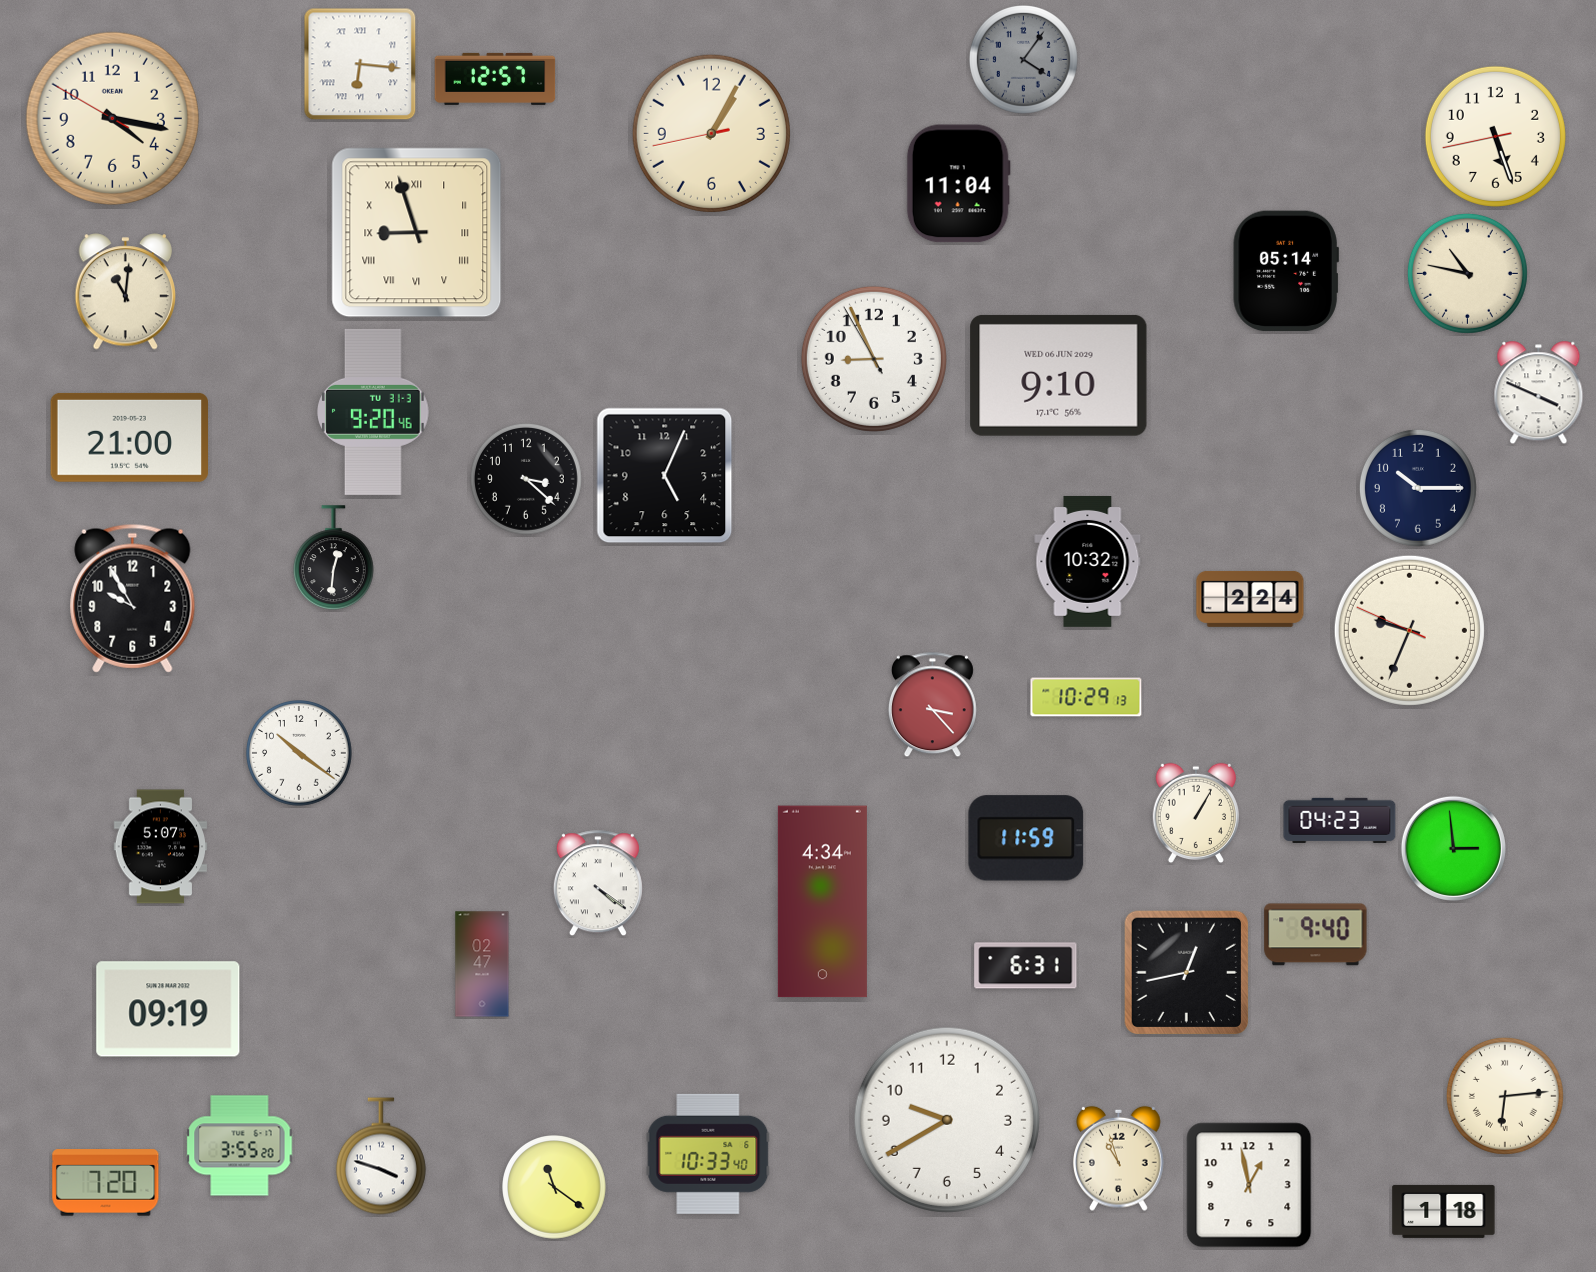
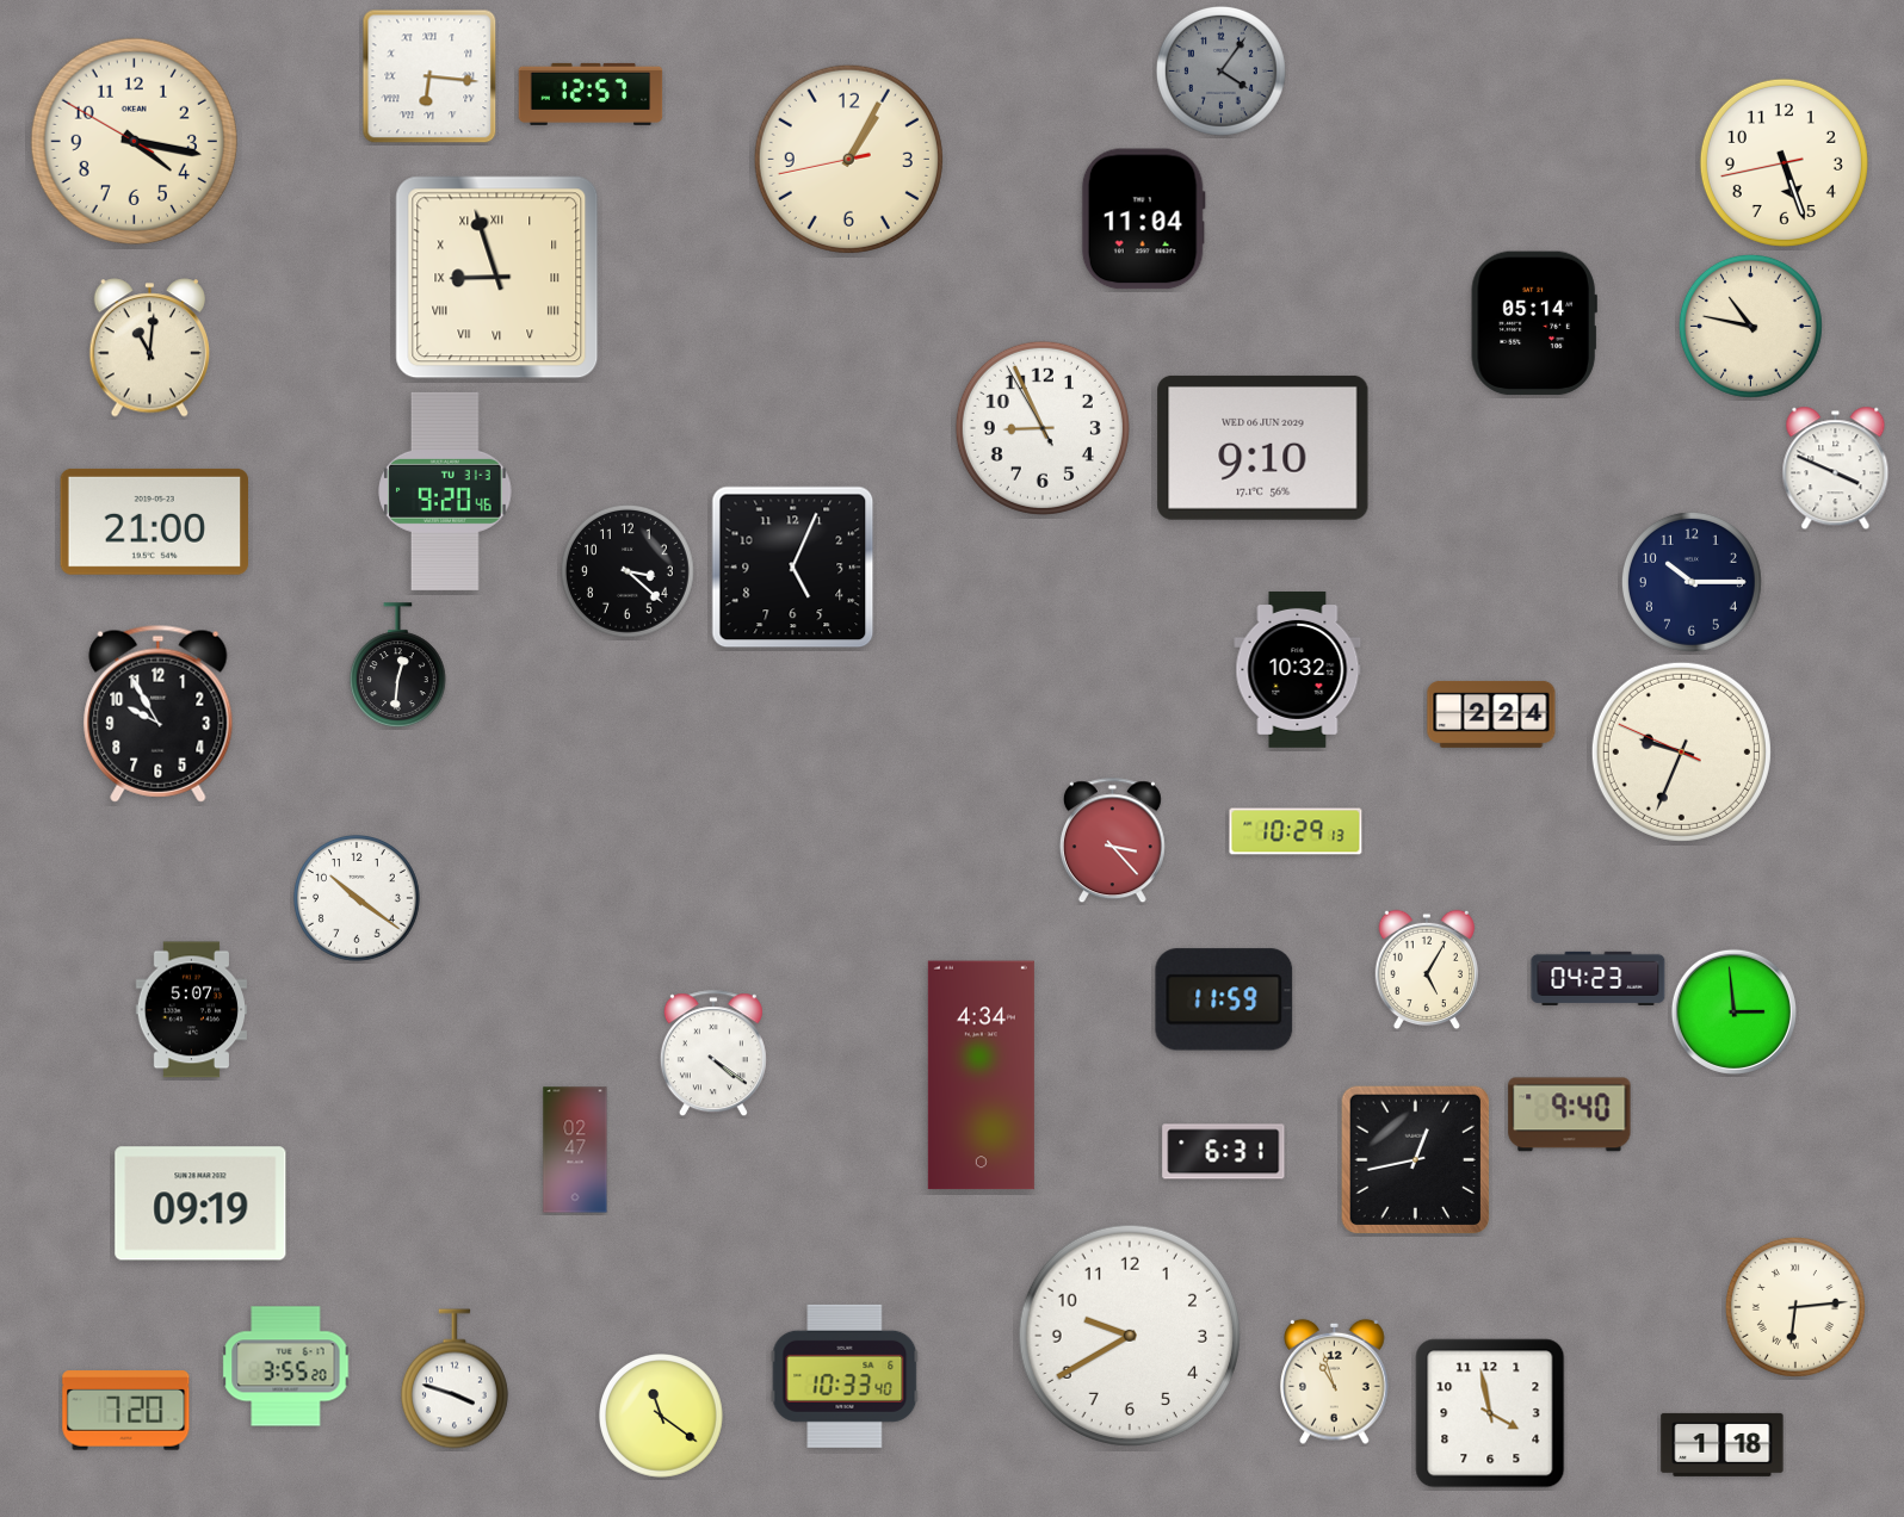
clock at (1195, 813): 1:05 -> 5:05
clock at (1249, 1185): 12:58 -> 3:58
